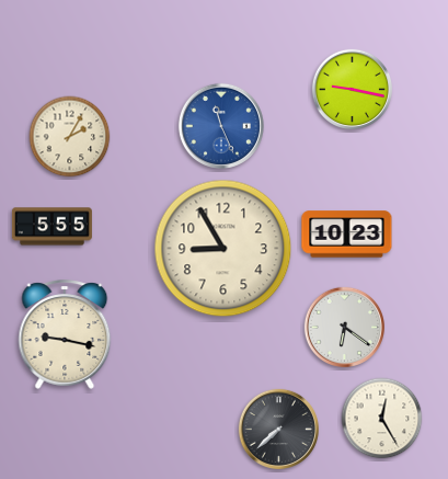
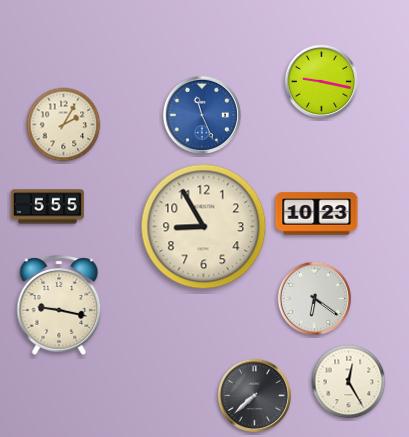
clock at (278, 429) position: (278, 429) -> (254, 395)
